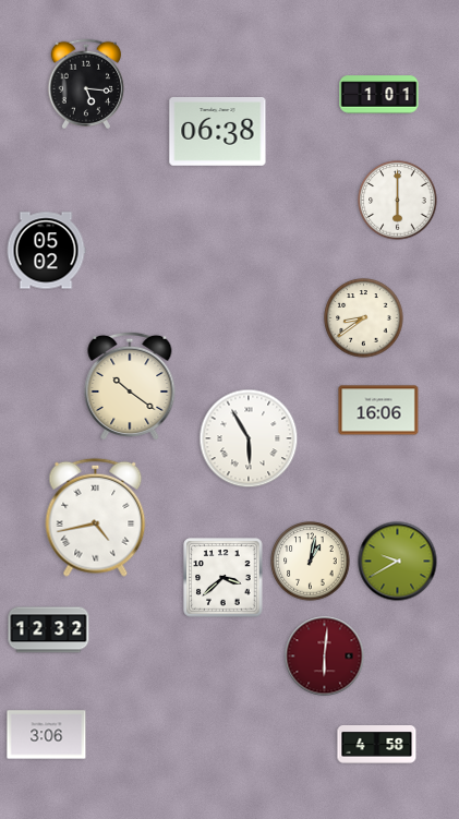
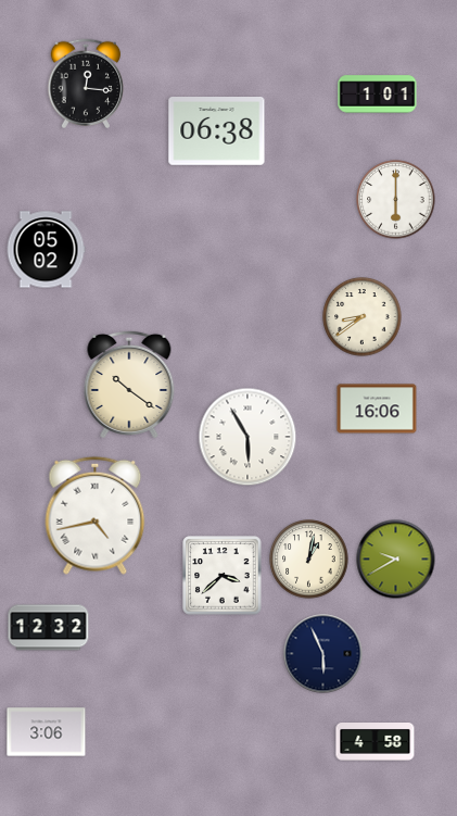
clock at (86, 84): 5:16 -> 12:16
clock at (325, 657): 6:01 -> 5:56
clock at (325, 657) dial: burgundy -> navy
